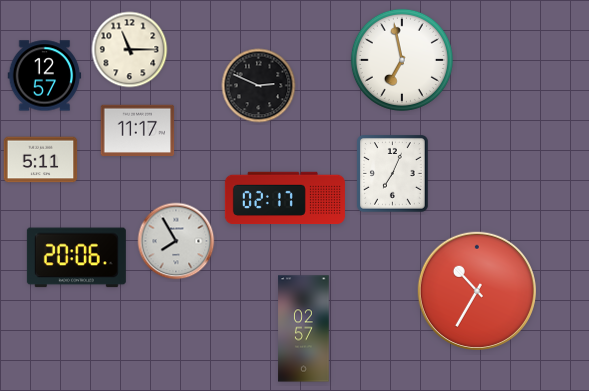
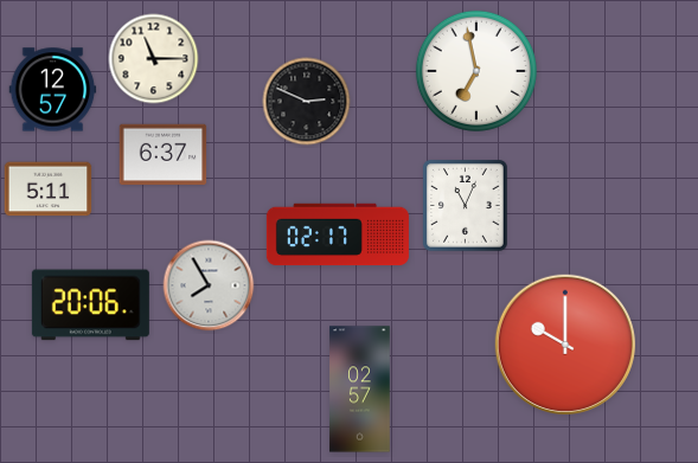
clock at (138, 131): 11:17 -> 6:37
clock at (393, 174): 7:04 -> 11:04
clock at (476, 290): 10:35 -> 10:00
